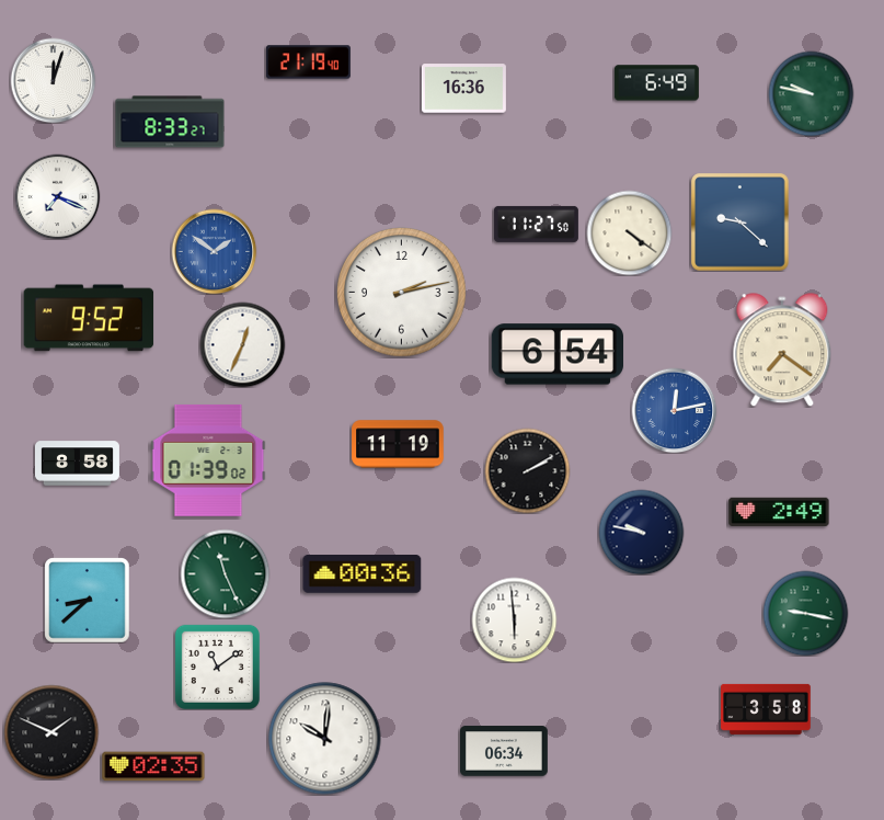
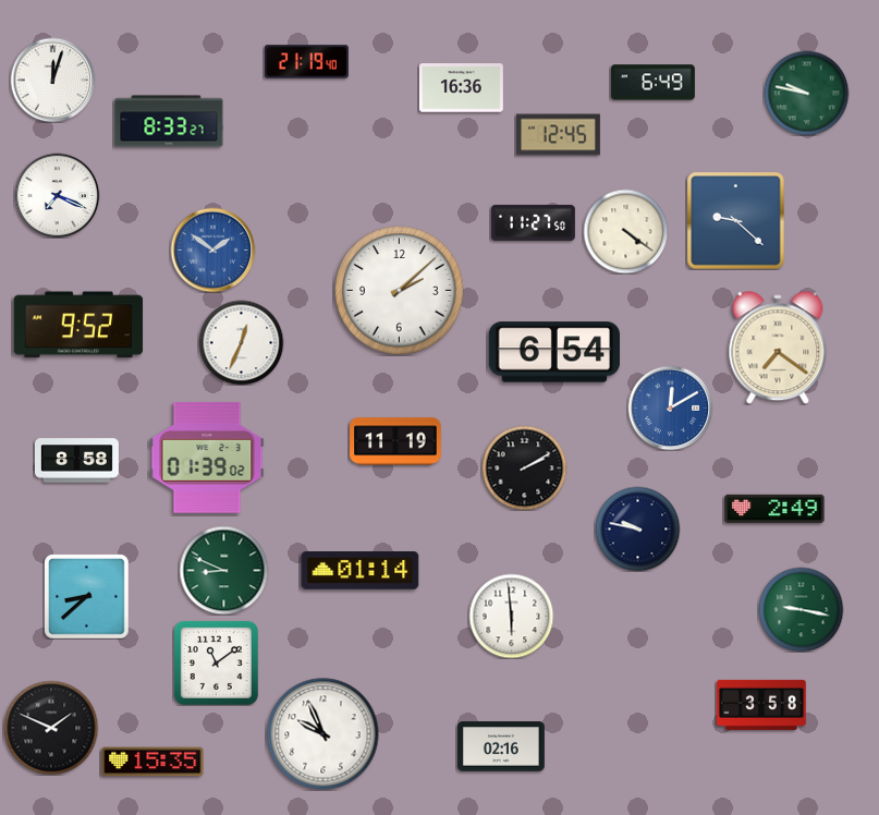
clock at (558, 135): none -> 12:45
clock at (402, 293): 2:13 -> 2:08
clock at (89, 318) position: (89, 318) -> (78, 325)
clock at (674, 410): 12:13 -> 12:10
clock at (225, 573): 11:26 -> 8:49
clock at (363, 574): 00:36 -> 01:14
clock at (325, 739): 10:01 -> 9:56
clock at (505, 751): 06:34 -> 02:16
clock at (153, 766): 02:35 -> 15:35
